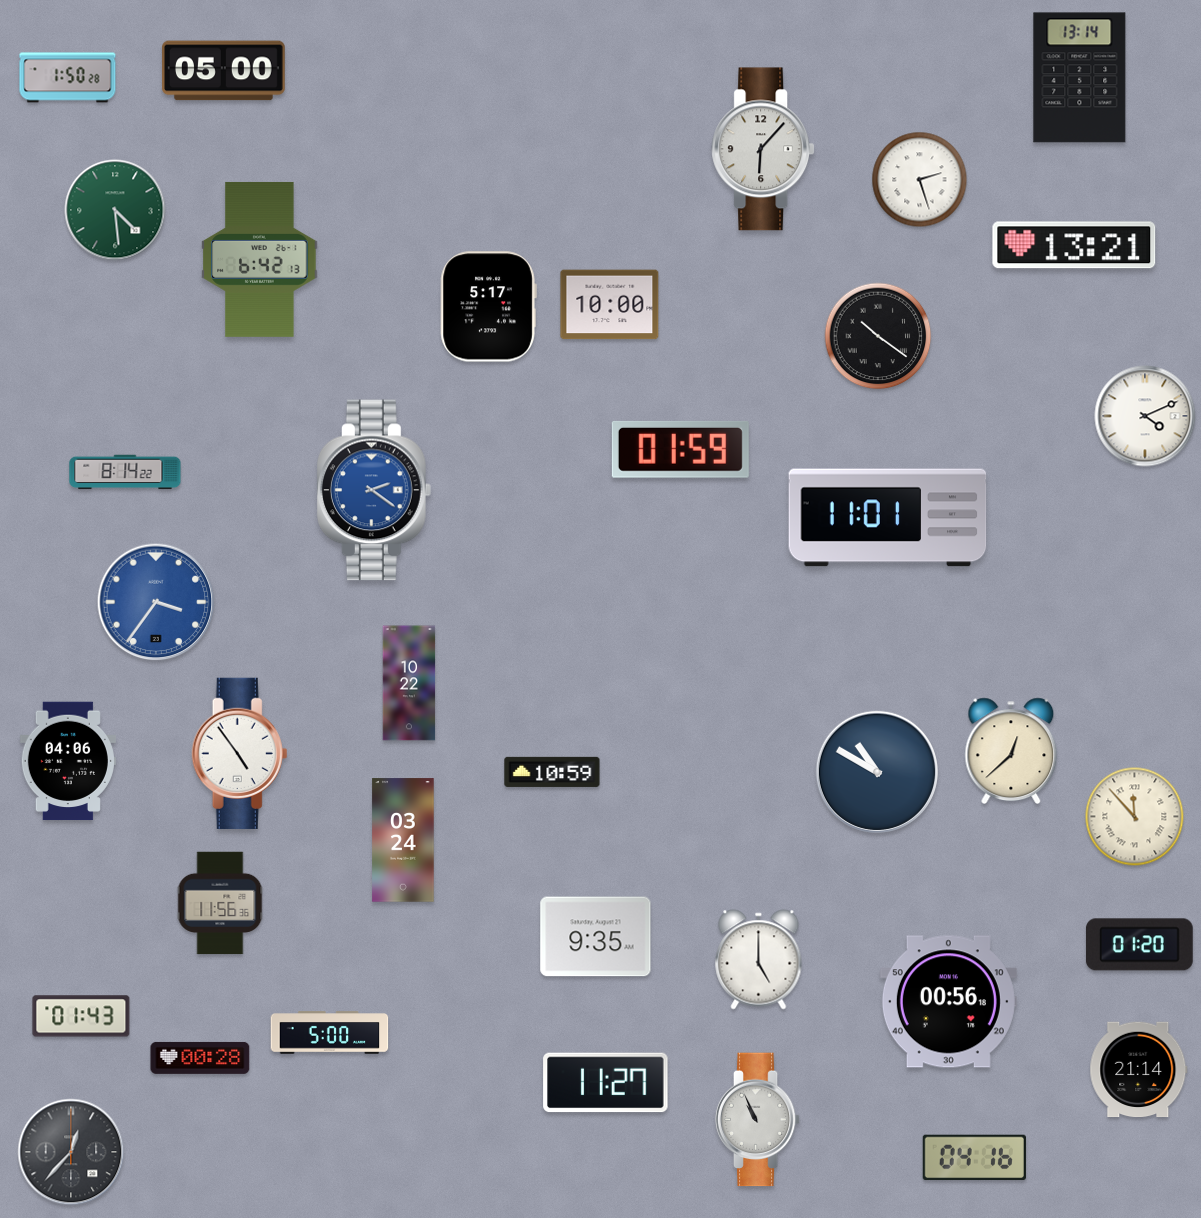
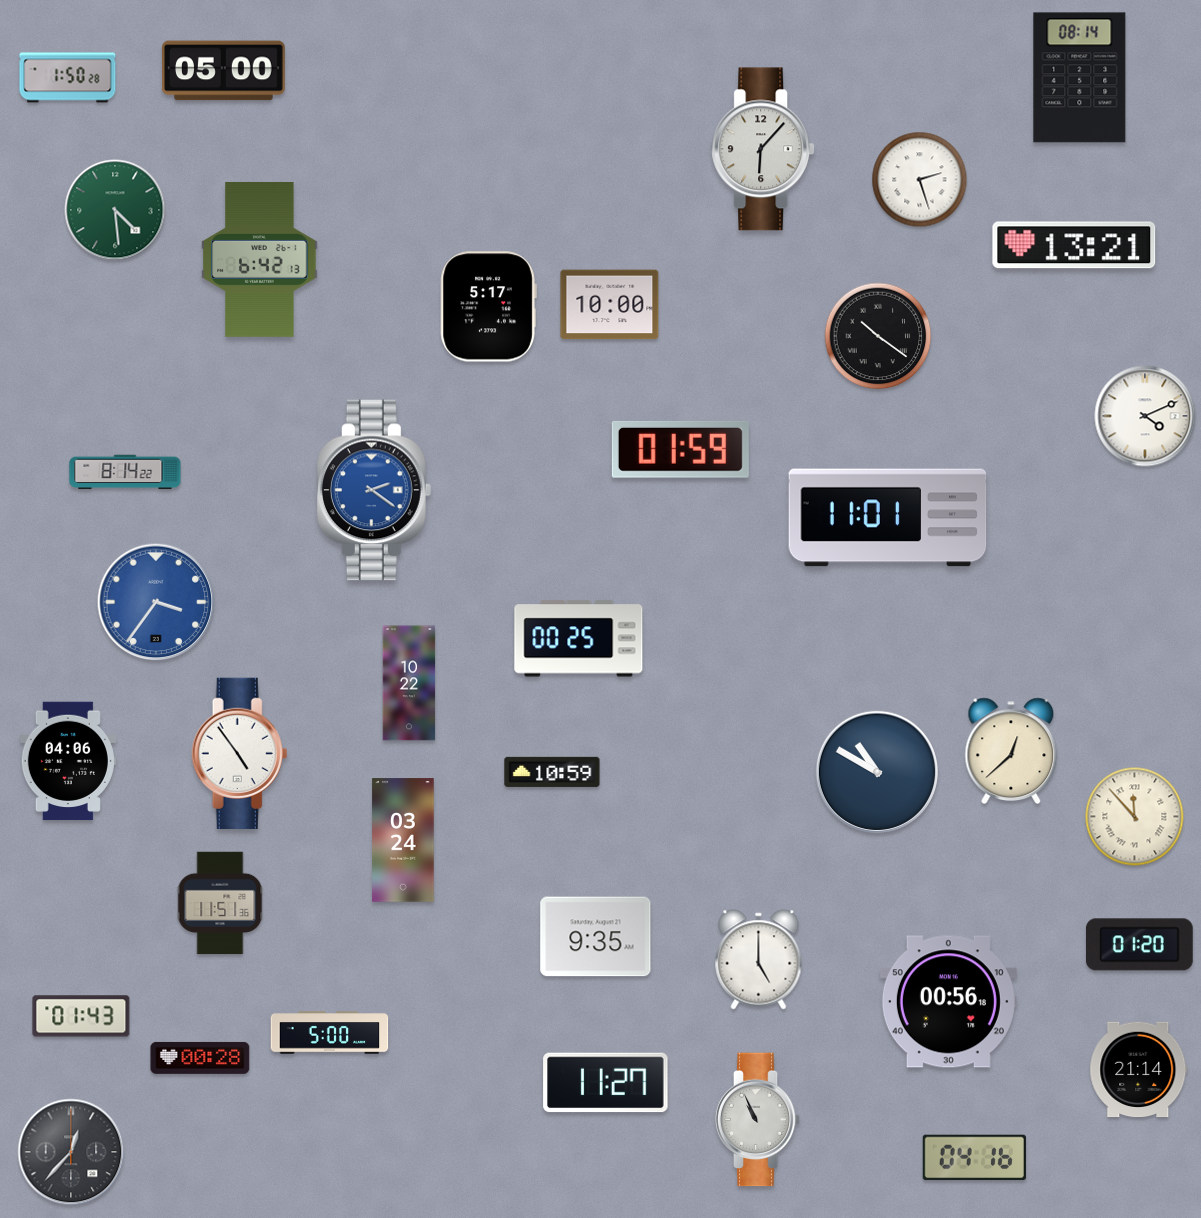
clock at (1080, 78): 13:14 -> 08:14
clock at (579, 639): none -> 00:25
clock at (220, 903): 11:56 -> 11:51
